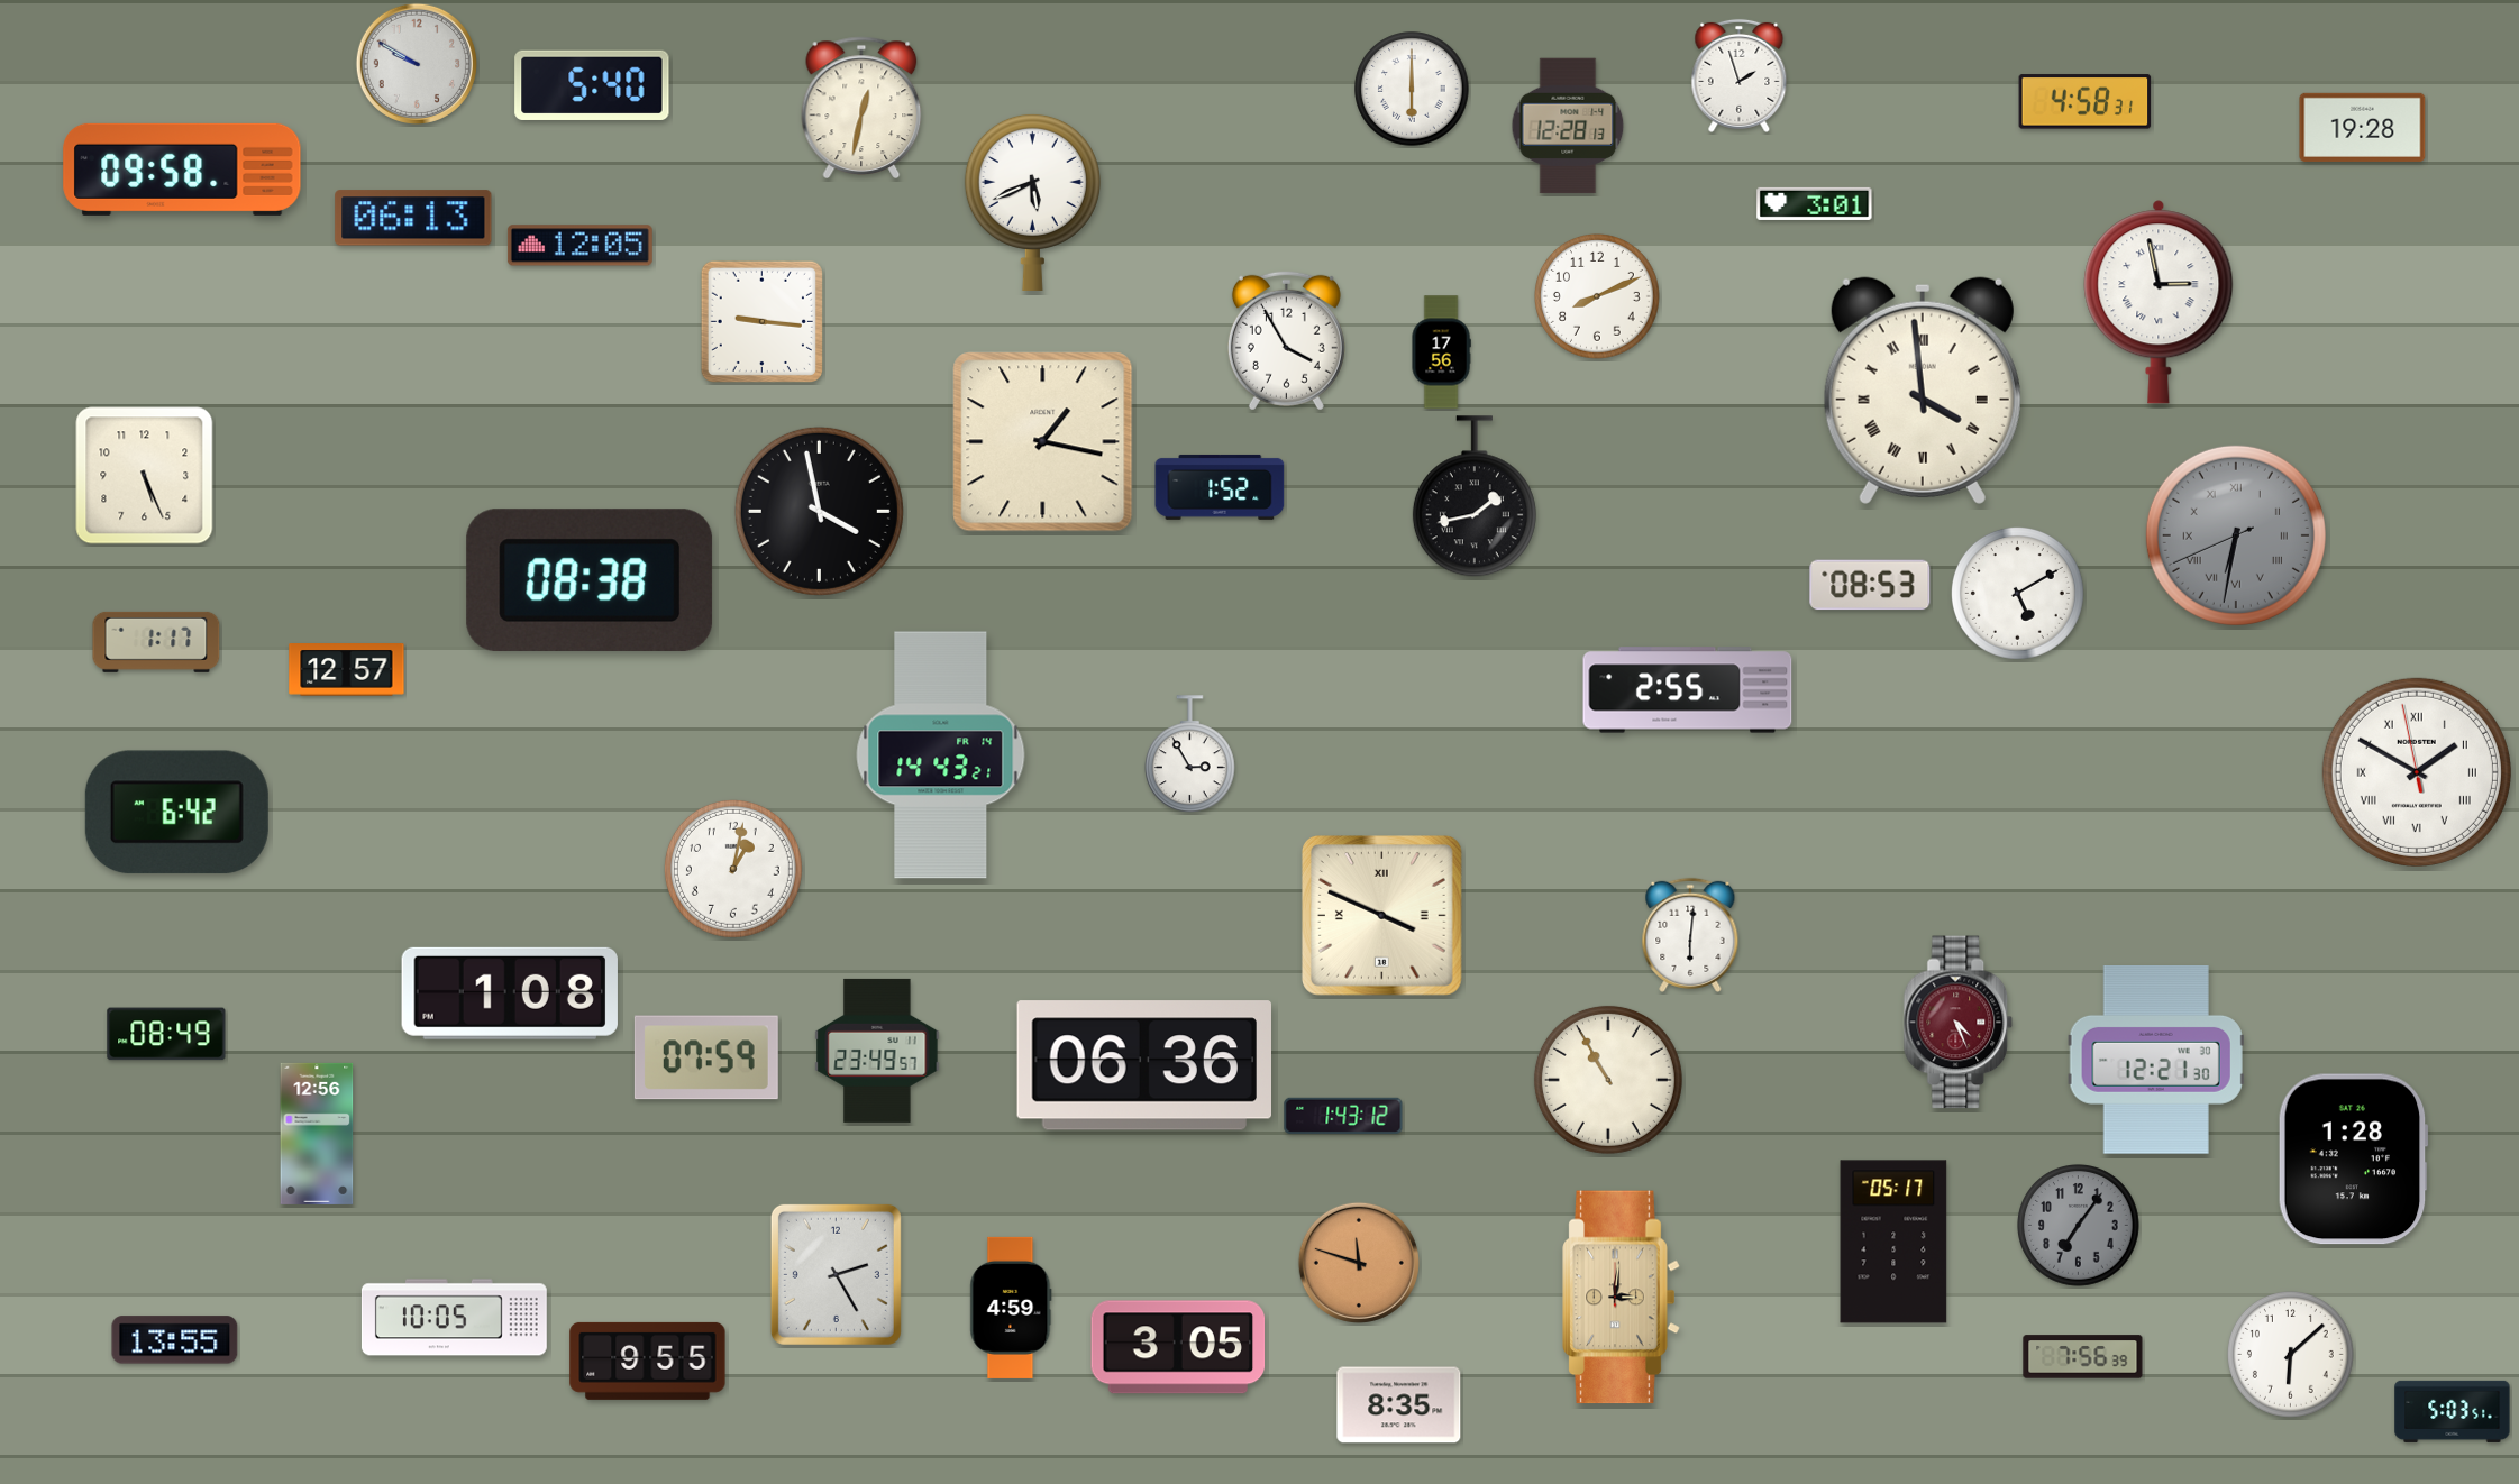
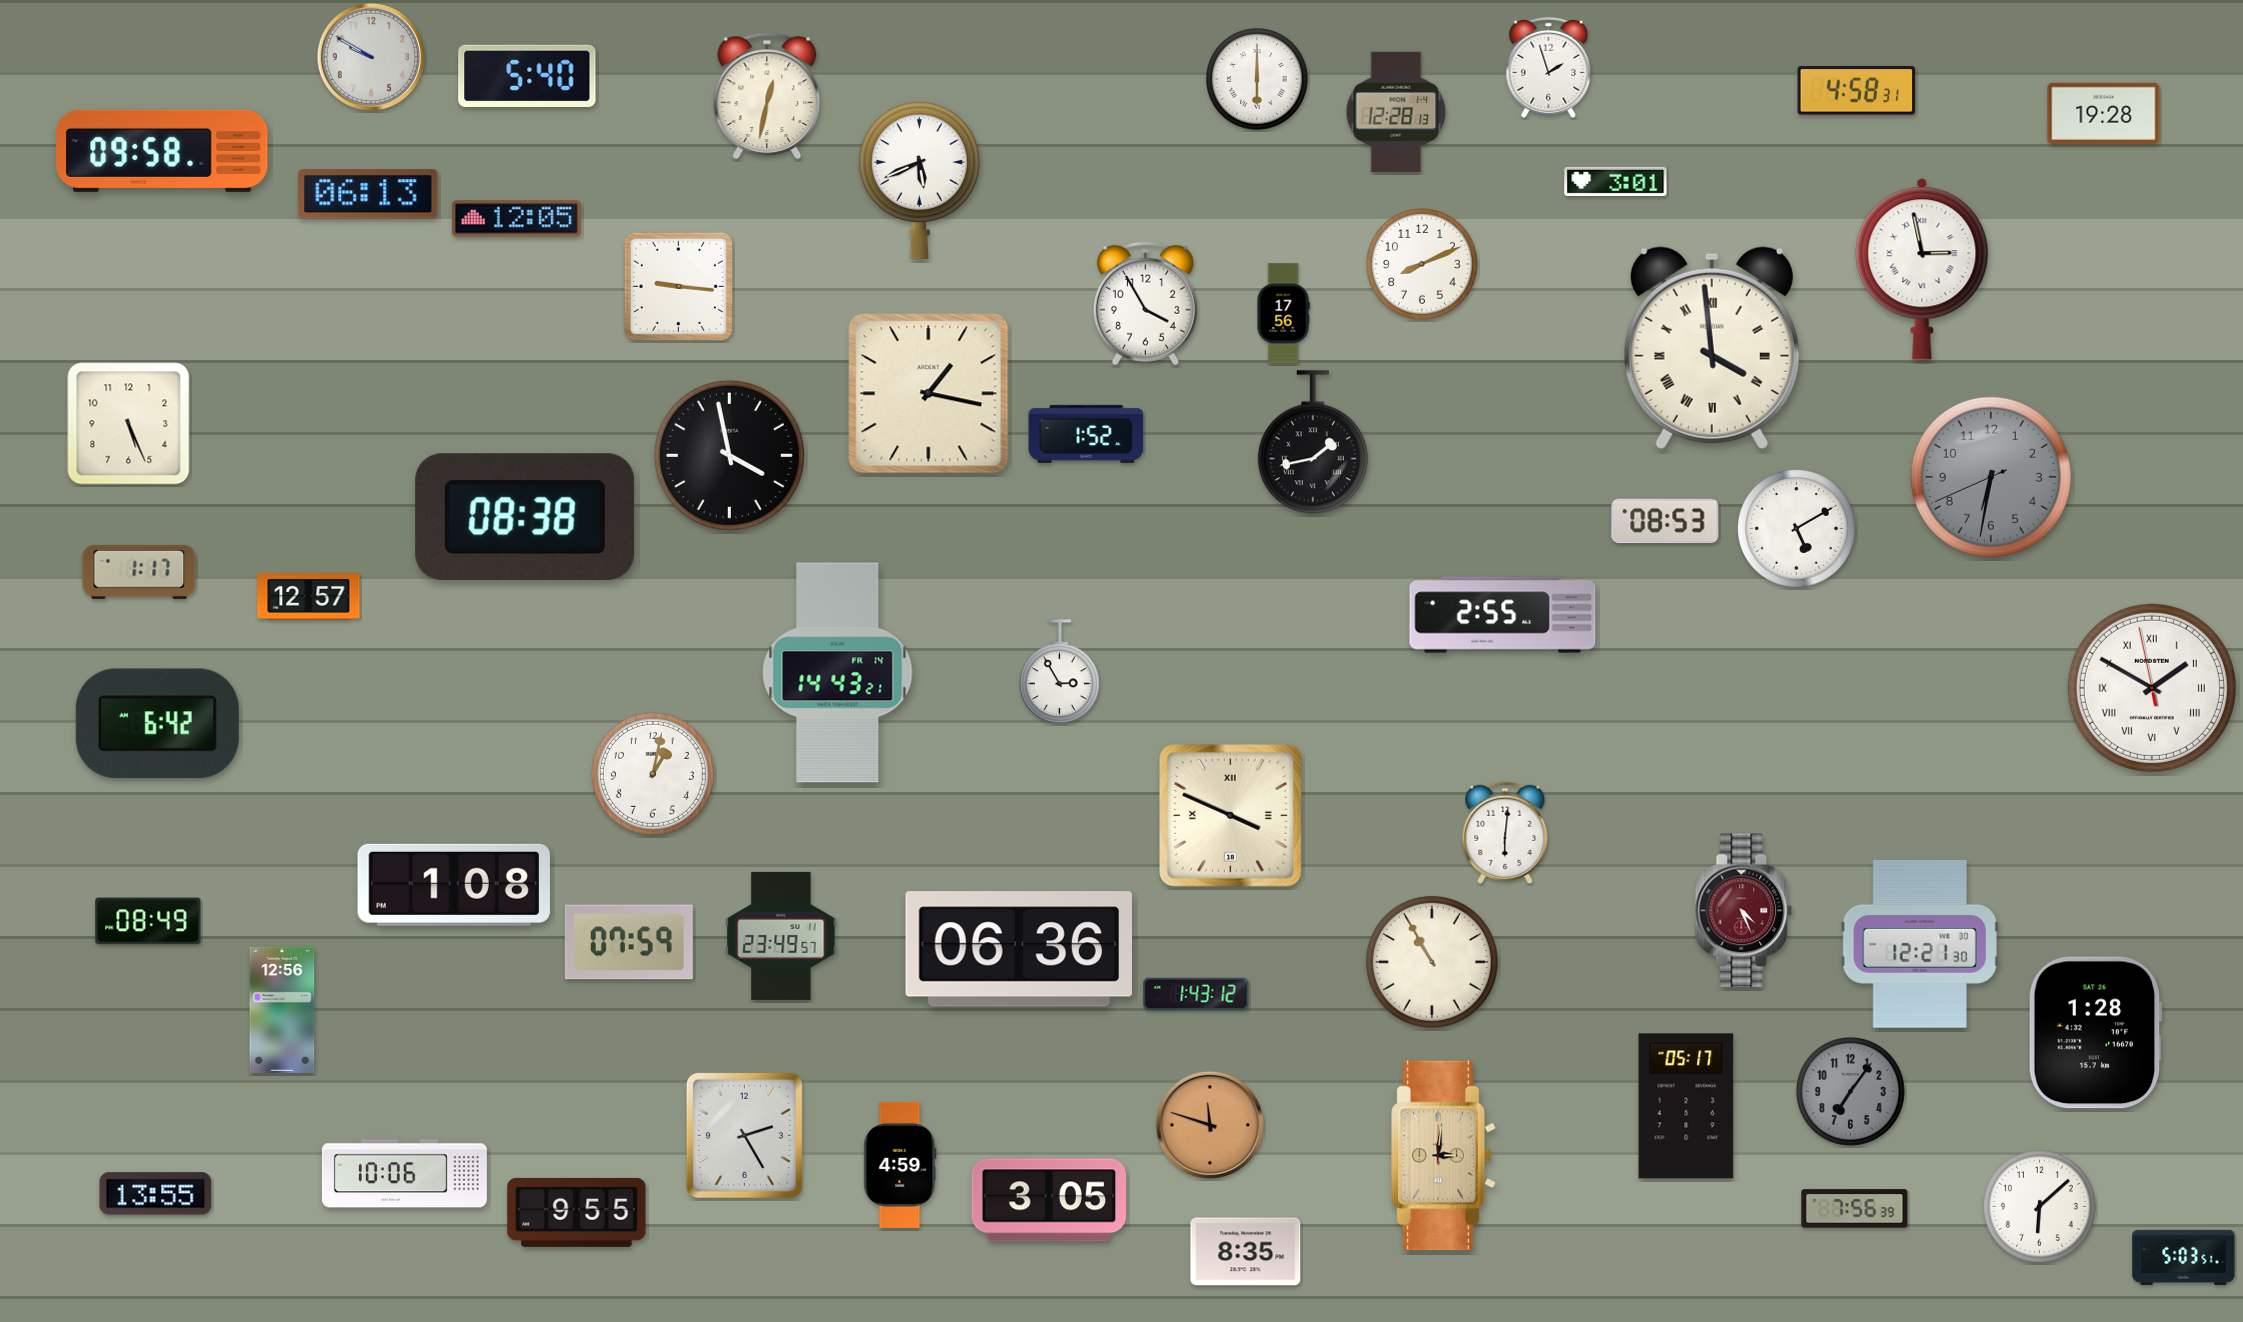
clock at (2236, 535) numerals: Roman -> Arabic
clock at (454, 1318): 10:05 -> 10:06
